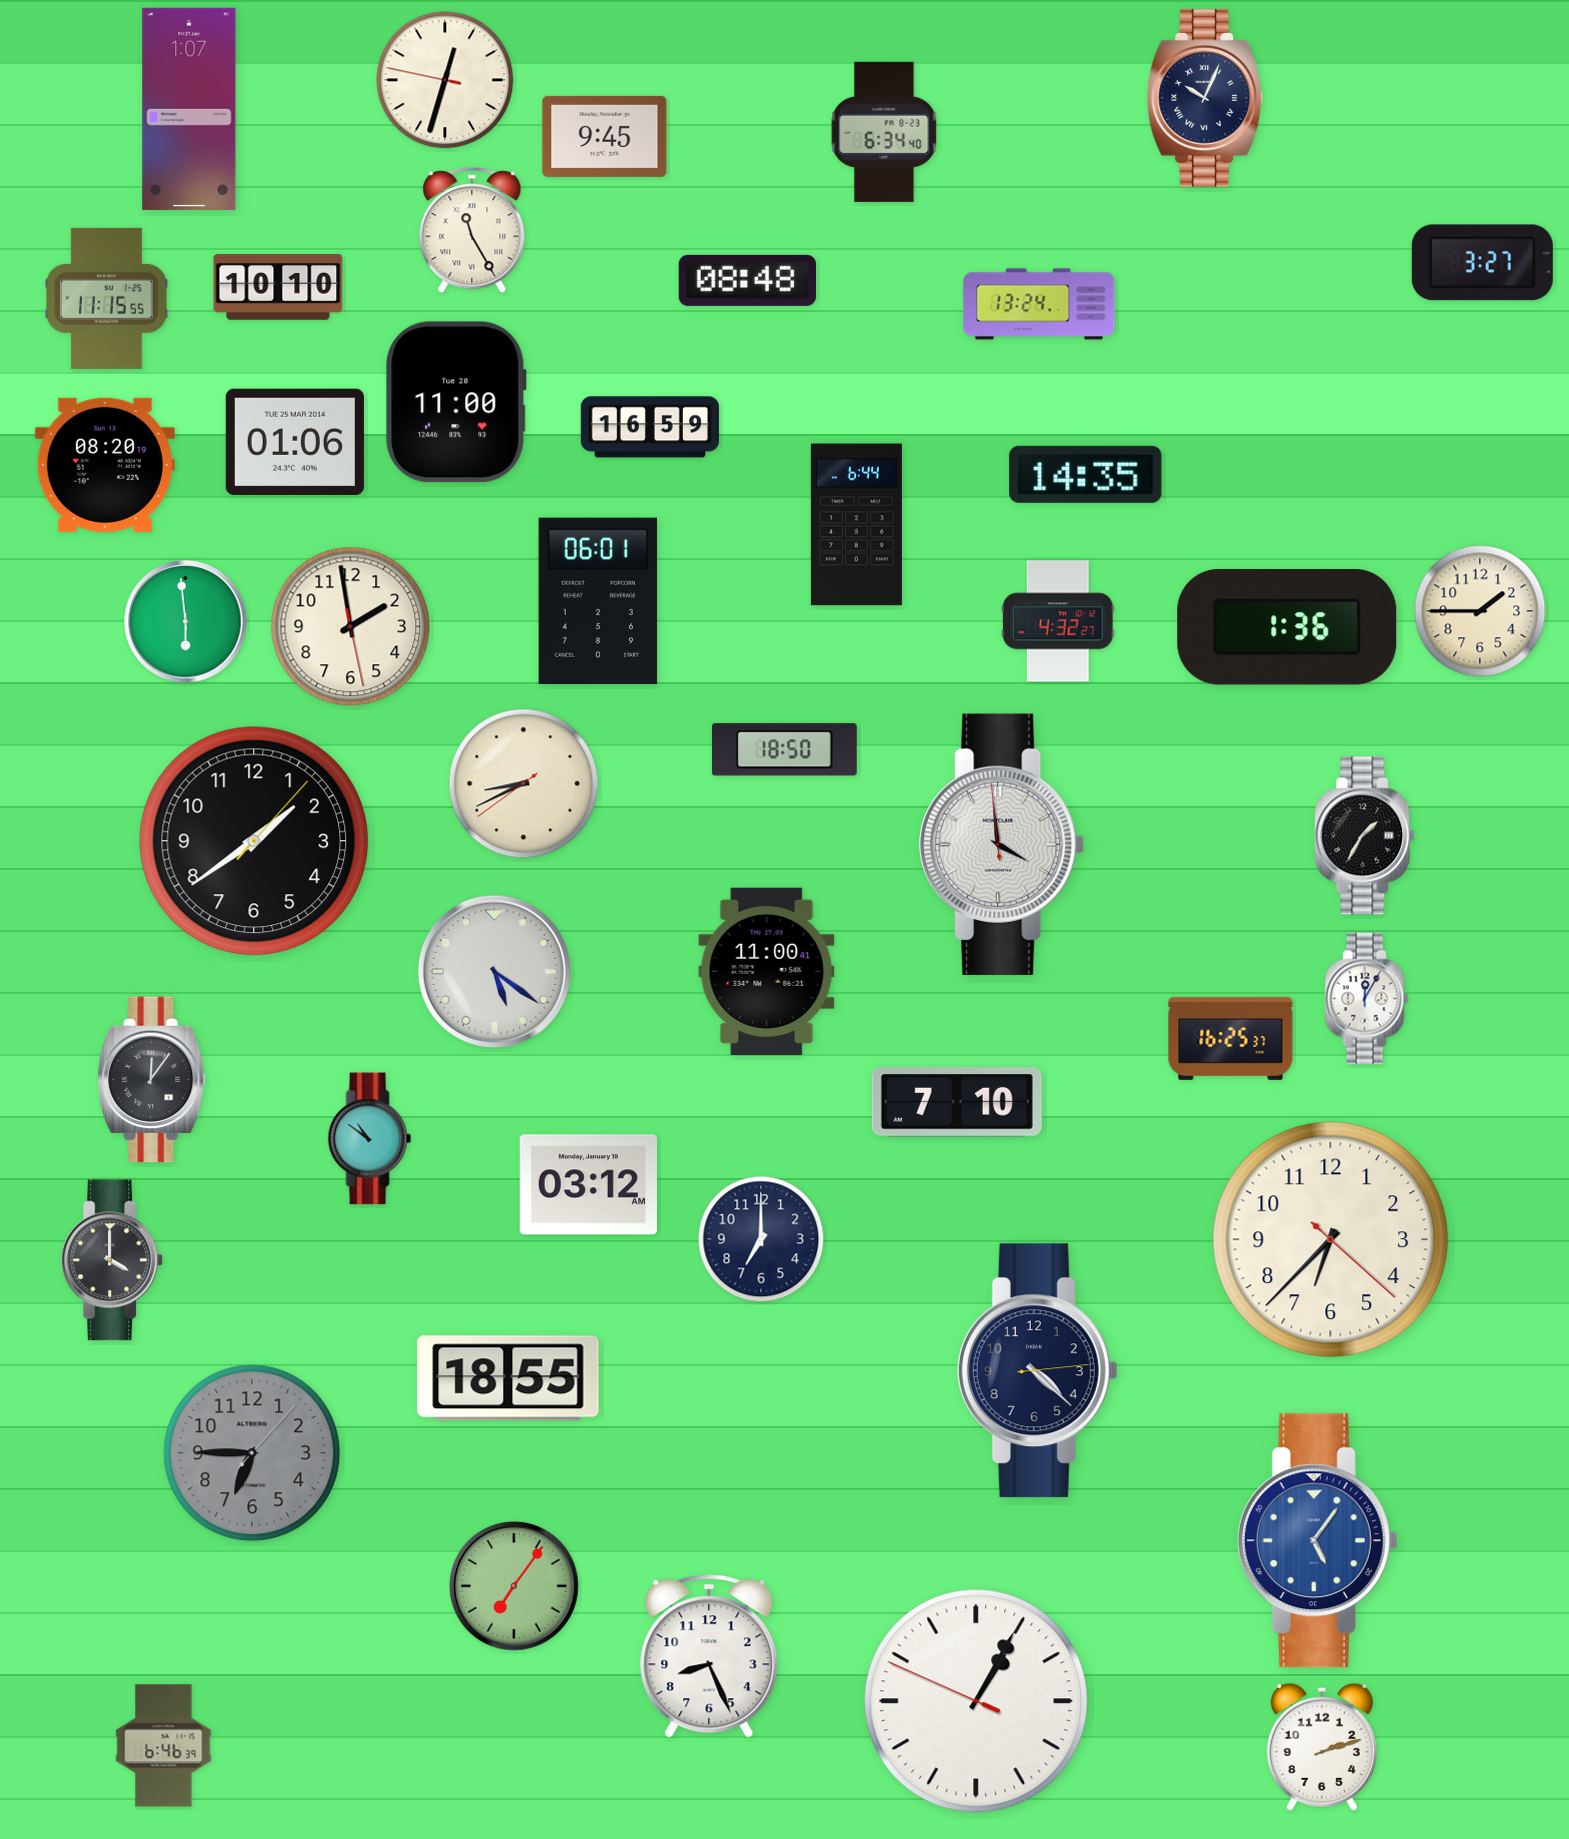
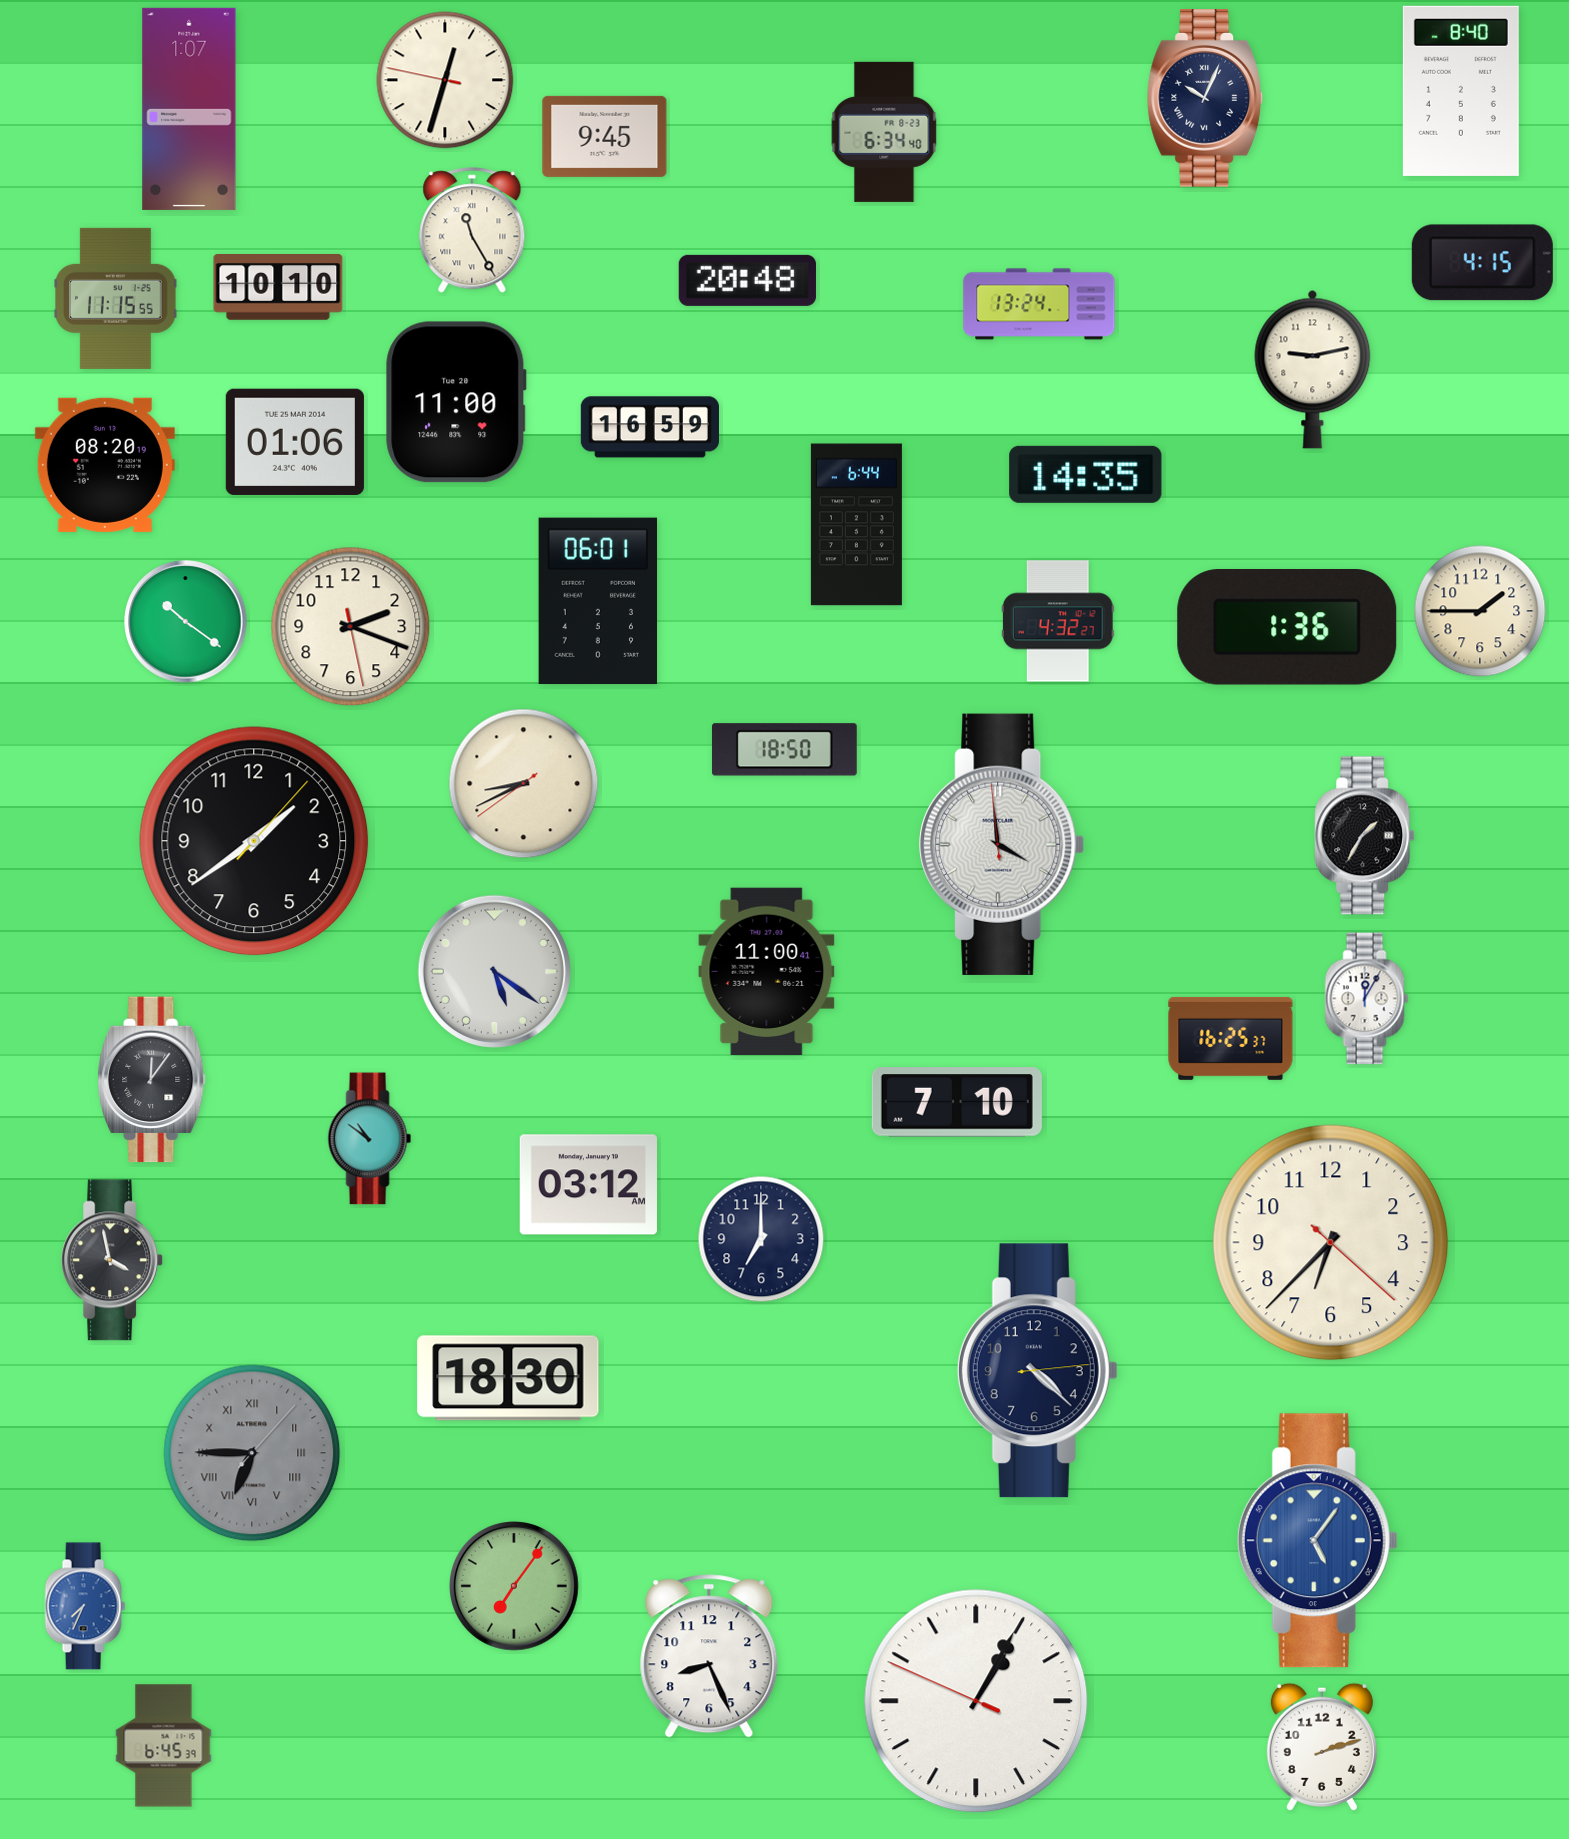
clock at (1461, 91): none -> 8:40
clock at (1482, 263): 3:27 -> 4:15
clock at (747, 280): 08:48 -> 20:48
clock at (107, 298) position: (107, 298) -> (116, 298)
clock at (1313, 369): none -> 9:13
clock at (186, 622): 5:59 -> 10:21
clock at (351, 627): 1:58 -> 2:18
clock at (1331, 1240) position: (1331, 1240) -> (1331, 1243)
clock at (113, 1260): 4:00 -> 3:58
clock at (508, 1378): 18:55 -> 18:30
clock at (252, 1453) numerals: Arabic -> Roman
clock at (85, 1606): none -> 7:34
clock at (164, 1746): 6:46 -> 6:45
